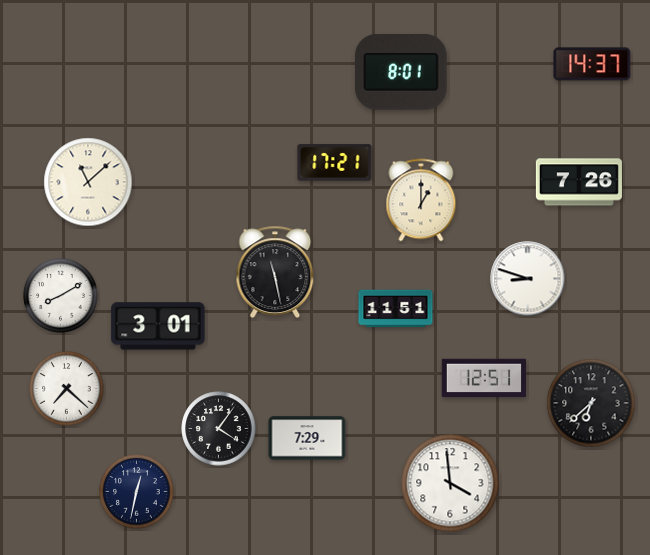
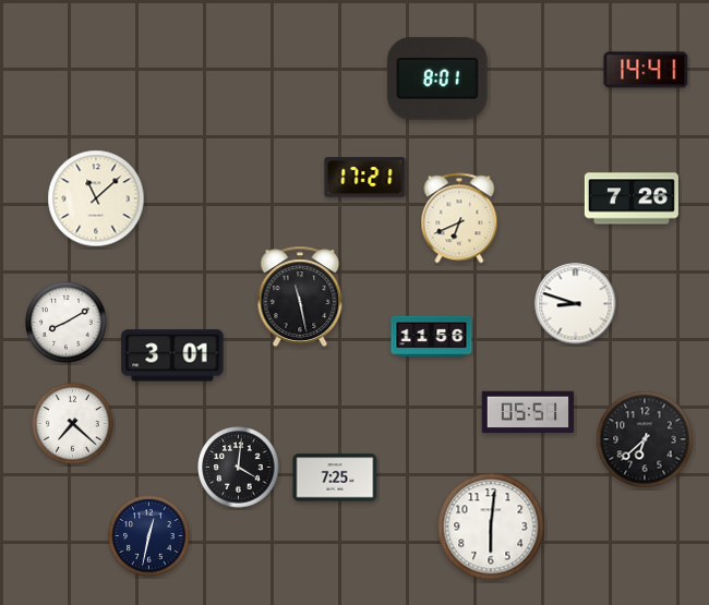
clock at (592, 64): 14:37 -> 14:41
clock at (421, 200): 1:00 -> 6:41
clock at (396, 309): 11:51 -> 11:56
clock at (484, 378): 12:51 -> 05:51
clock at (219, 429): 4:06 -> 4:01
clock at (307, 438): 7:29 -> 7:25
clock at (450, 483): 3:59 -> 6:01
